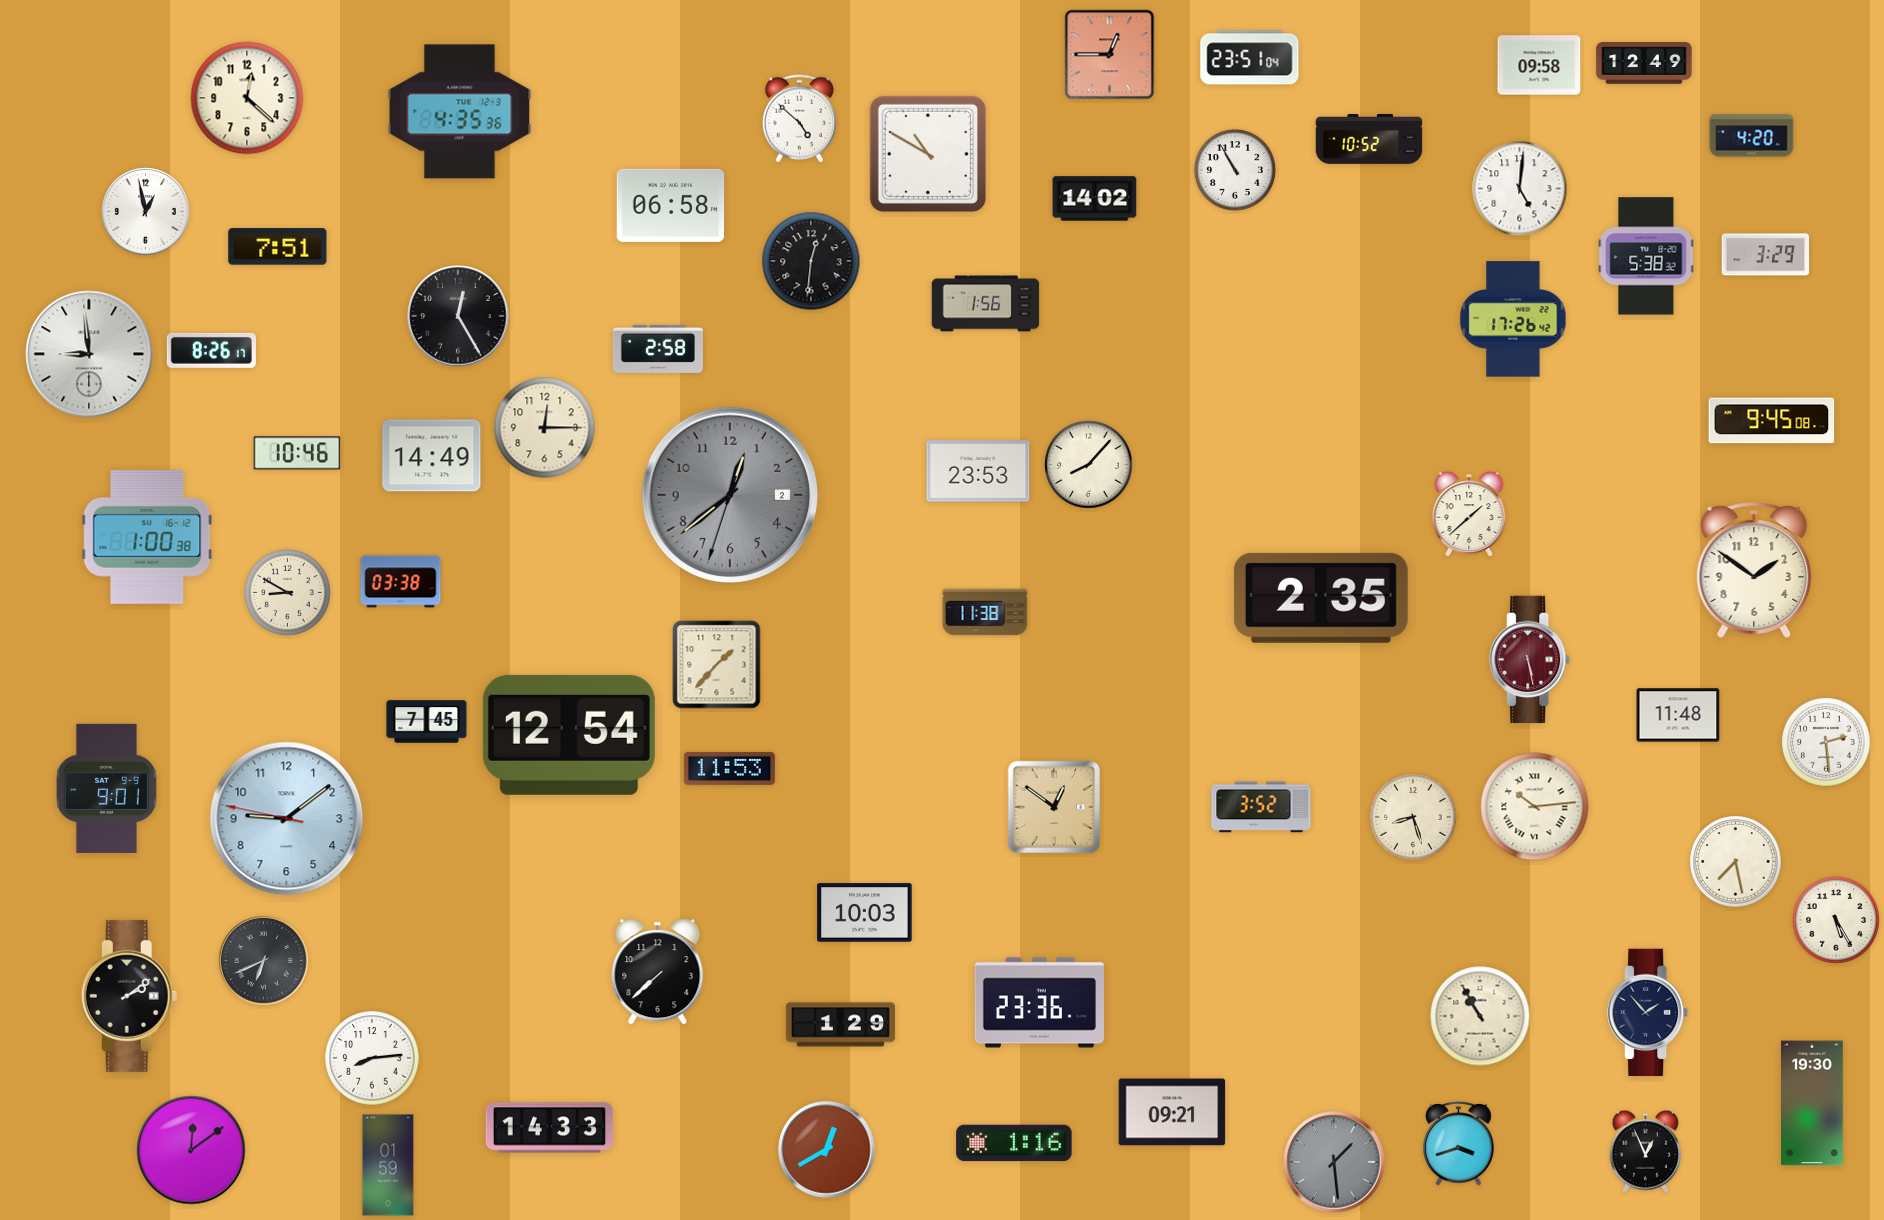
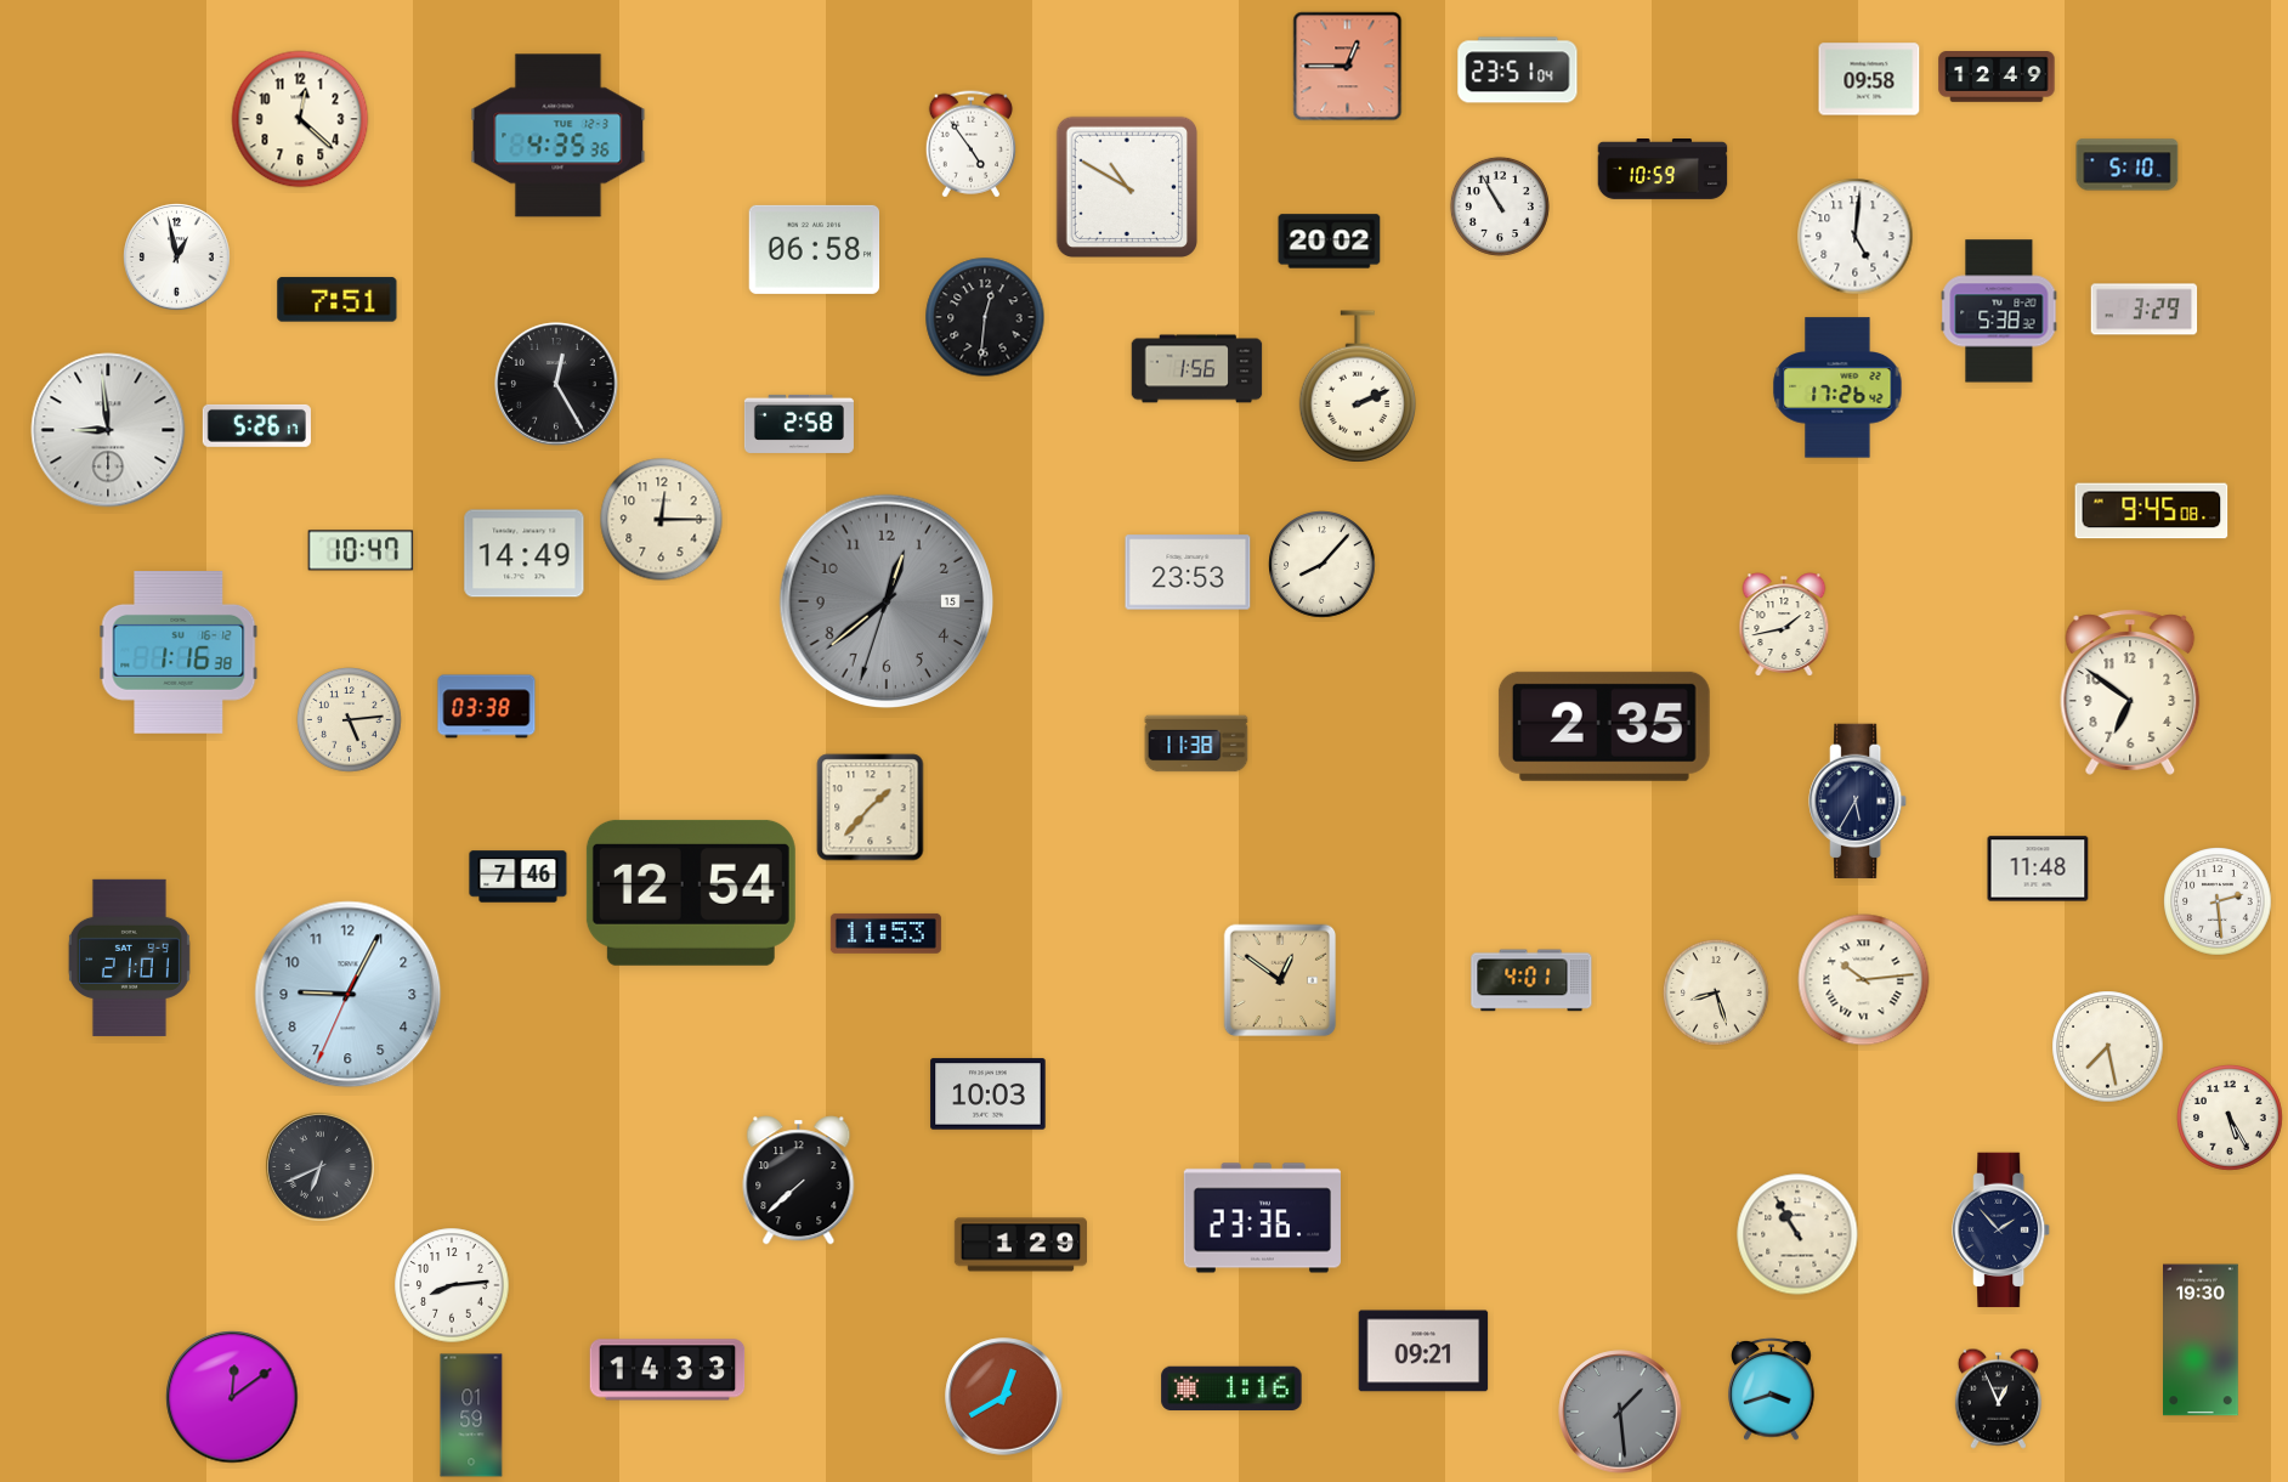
clock at (799, 119): 4:52 -> 4:54
clock at (1752, 136): 4:20 -> 5:10
clock at (1369, 140): 10:52 -> 10:59
clock at (1520, 189) position: (1520, 189) -> (1856, 237)
clock at (1095, 199): 14:02 -> 20:02
clock at (1357, 386): none -> 2:11
clock at (211, 350): 8:26 -> 5:26
clock at (297, 453): 10:46 -> 10:47
clock at (729, 494) date: 2 -> 15
clock at (1469, 514): 1:38 -> 1:43
clock at (147, 538): 1:00 -> 1:16
clock at (1754, 570): 1:51 -> 6:51
clock at (288, 593): 8:50 -> 5:14
clock at (1530, 660): 5:28 -> 5:35
clock at (1530, 660) dial: burgundy -> navy
clock at (427, 722): 7:45 -> 7:46
clock at (106, 788): 9:01 -> 21:01
clock at (1261, 807): 3:52 -> 4:01
clock at (287, 819): 9:08 -> 9:04
clock at (865, 913) position: (865, 913) -> (989, 1094)
clock at (129, 996): 2:09 -> none
